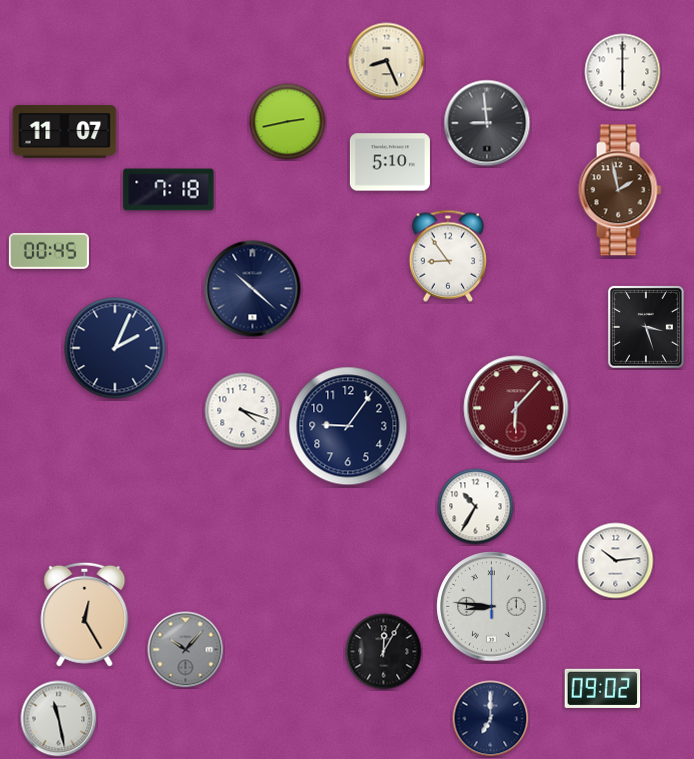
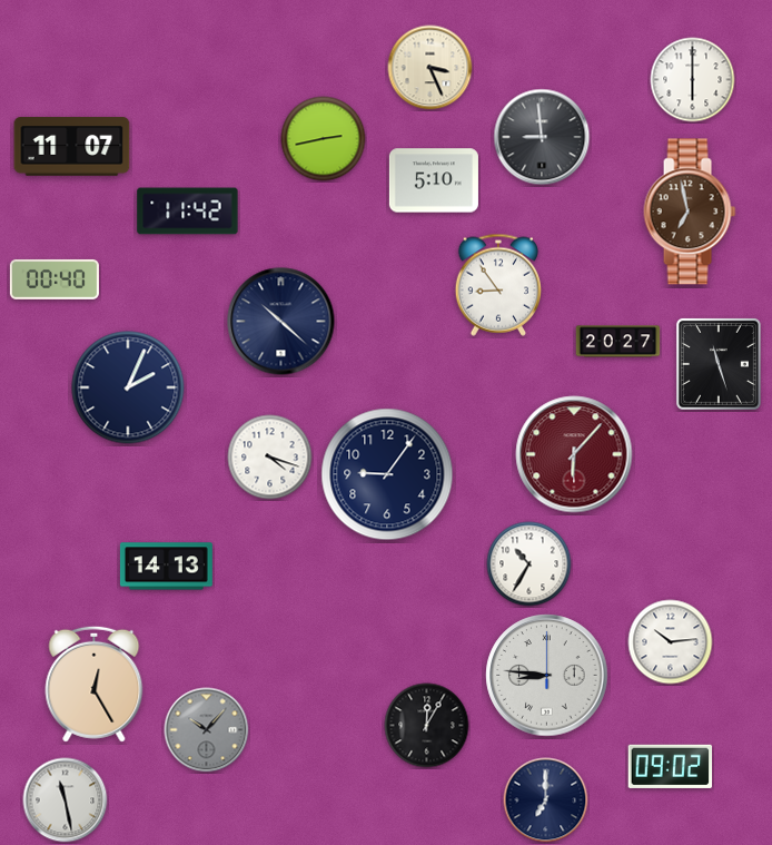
clock at (387, 61): 8:26 -> 3:26
clock at (288, 122) position: (288, 122) -> (324, 139)
clock at (169, 190): 7:18 -> 11:42
clock at (620, 190): 1:58 -> 6:58
clock at (49, 251): 00:45 -> 00:40
clock at (618, 342): none -> 20:27
clock at (646, 327): 3:27 -> 11:27
clock at (166, 567): none -> 14:13
clock at (616, 561) position: (616, 561) -> (671, 642)
clock at (186, 650) position: (186, 650) -> (207, 730)
